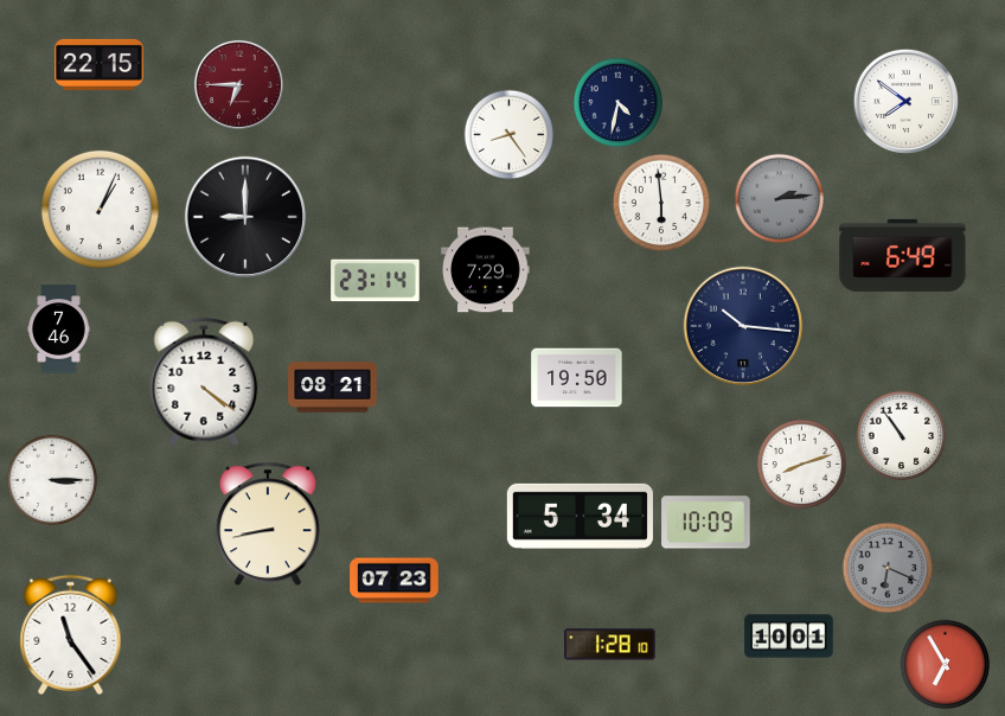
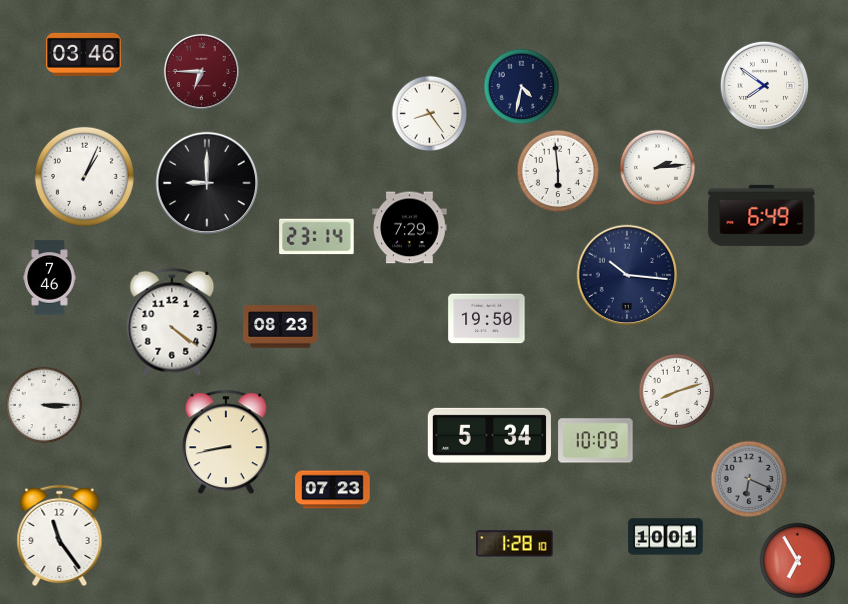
clock at (100, 64): 22:15 -> 03:46
clock at (780, 199) dial: grey -> white
clock at (333, 388): 08:21 -> 08:23
clock at (902, 436): 10:54 -> none
